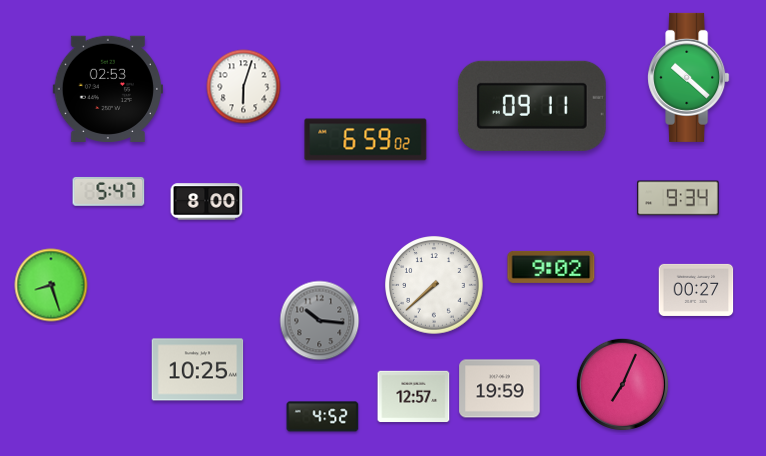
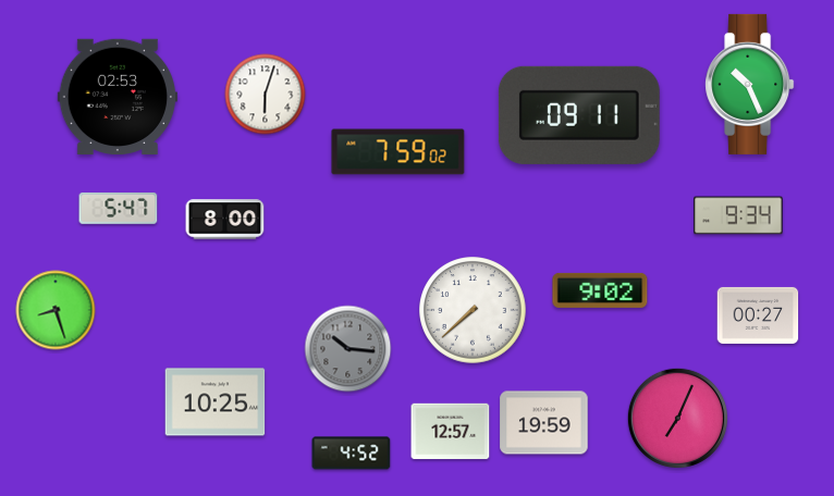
clock at (689, 77): 10:22 -> 10:26
clock at (366, 140): 6:59 -> 7:59
